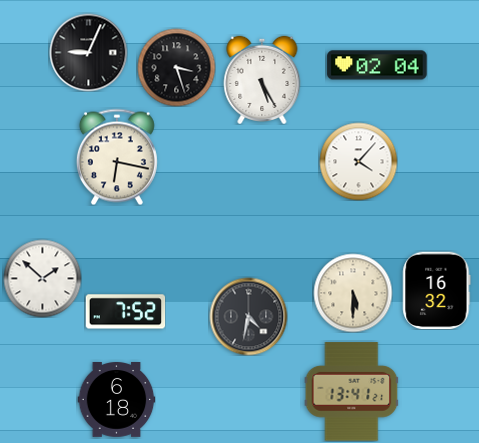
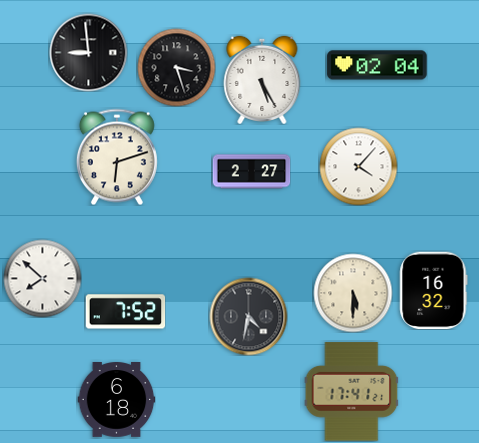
clock at (88, 52): 9:04 -> 8:59
clock at (117, 157): 6:17 -> 6:12
clock at (358, 161) position: (358, 161) -> (358, 166)
clock at (251, 172): none -> 2:27
clock at (42, 278): 1:52 -> 7:52
clock at (437, 290) position: (437, 290) -> (434, 290)
clock at (352, 392): 13:41 -> 17:41
